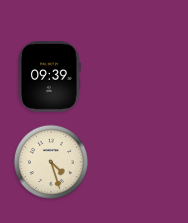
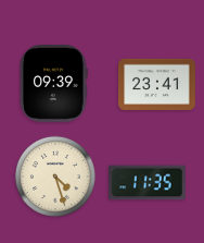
clock at (157, 85): none -> 23:41
clock at (148, 183): none -> 11:35
